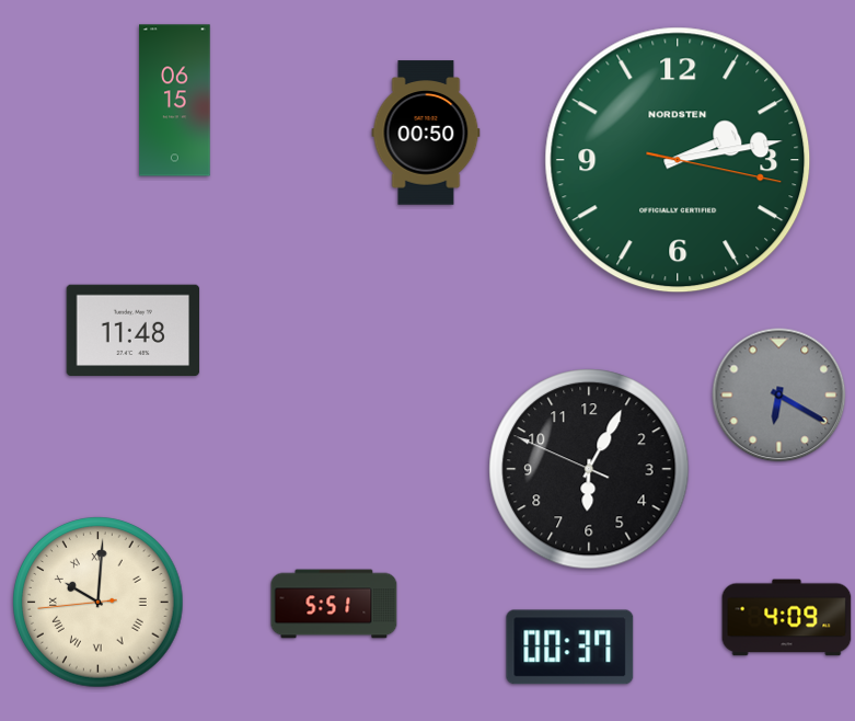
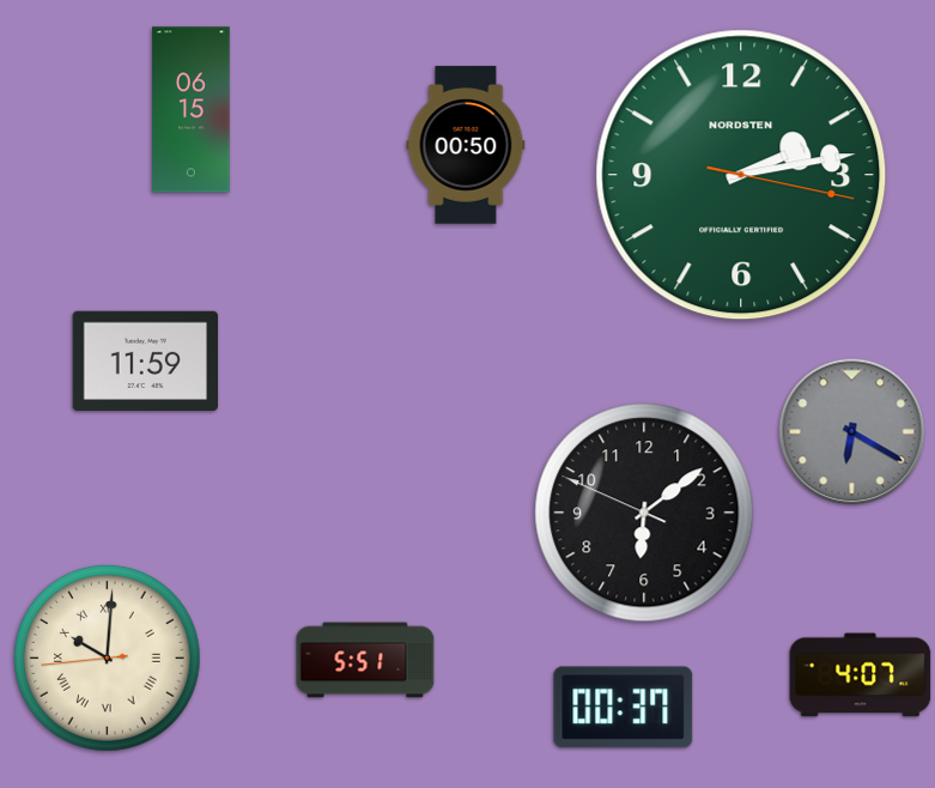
clock at (134, 330): 11:48 -> 11:59
clock at (589, 469): 6:04 -> 6:08
clock at (787, 618): 4:09 -> 4:07
